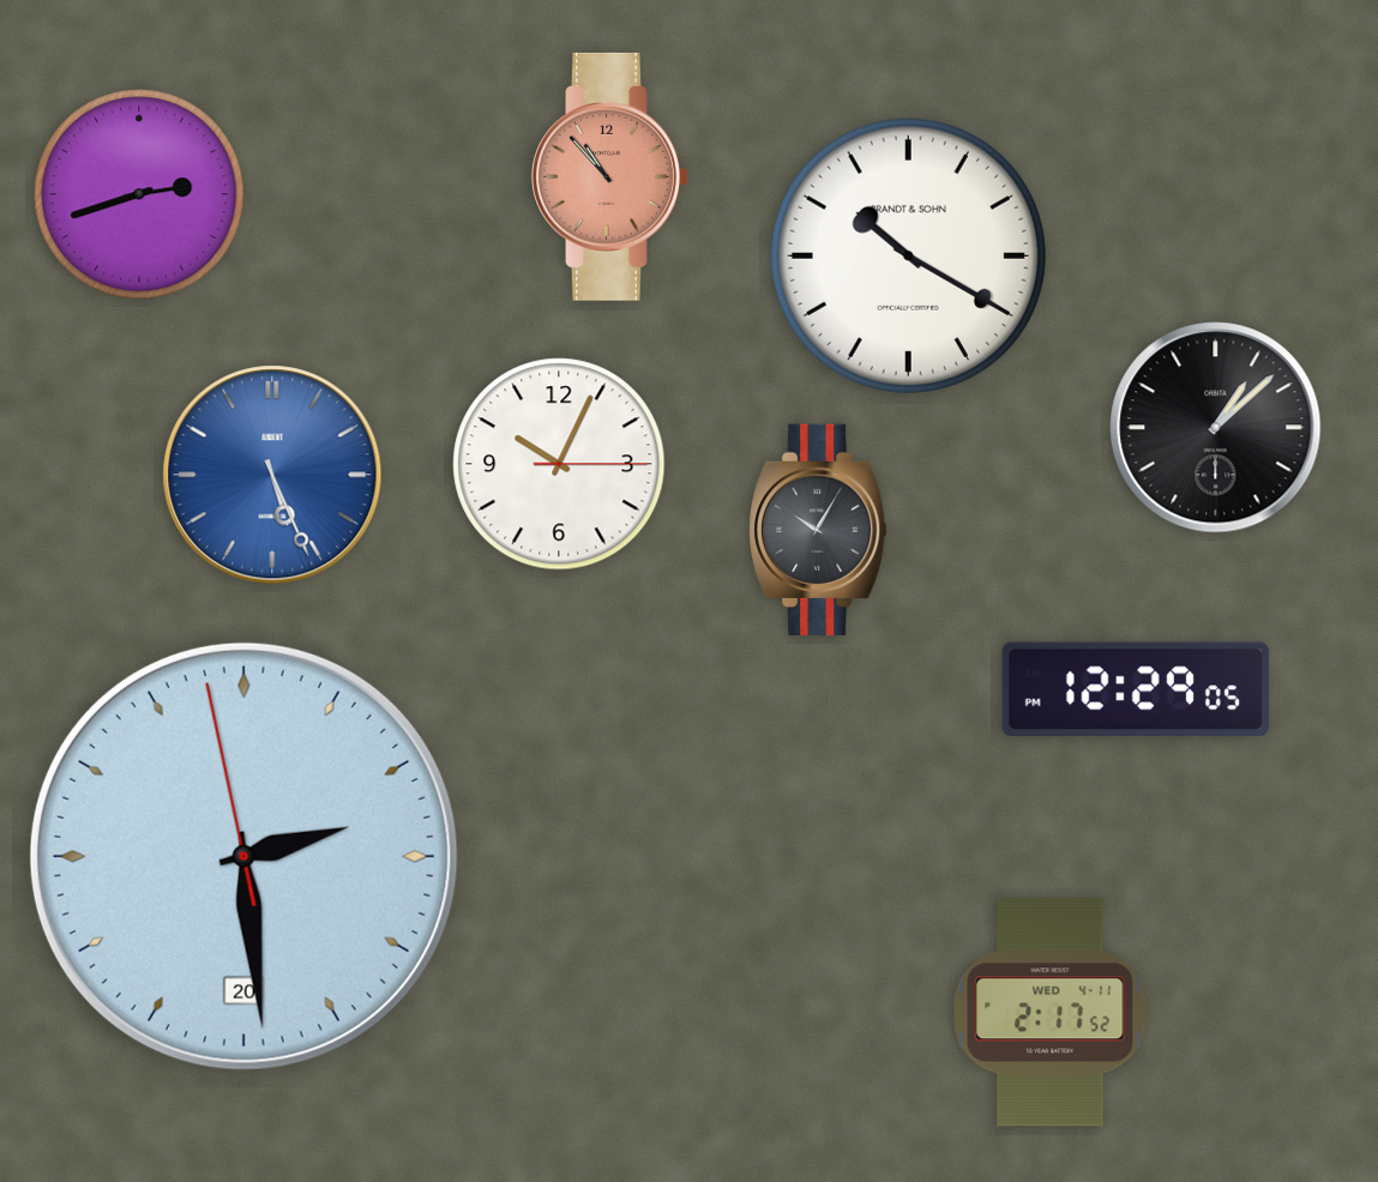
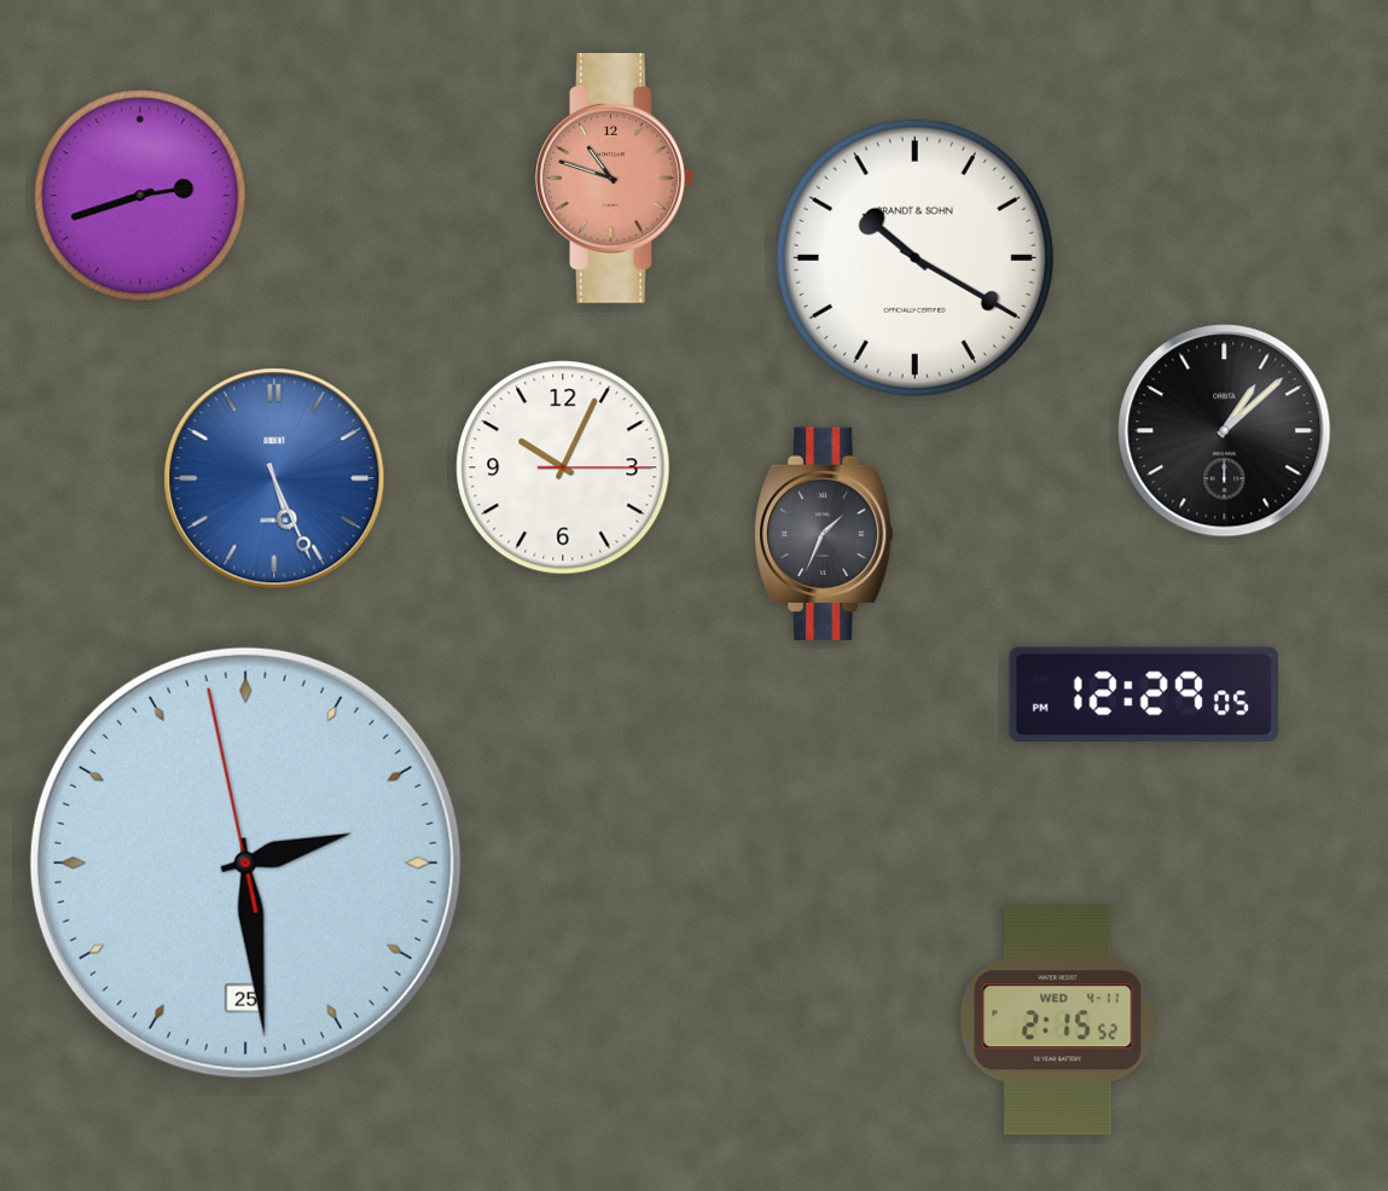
clock at (610, 176): 10:53 -> 10:48
clock at (818, 529): 10:05 -> 1:34
clock at (243, 856) date: 20 -> 25
clock at (1051, 1013): 2:17 -> 2:15
